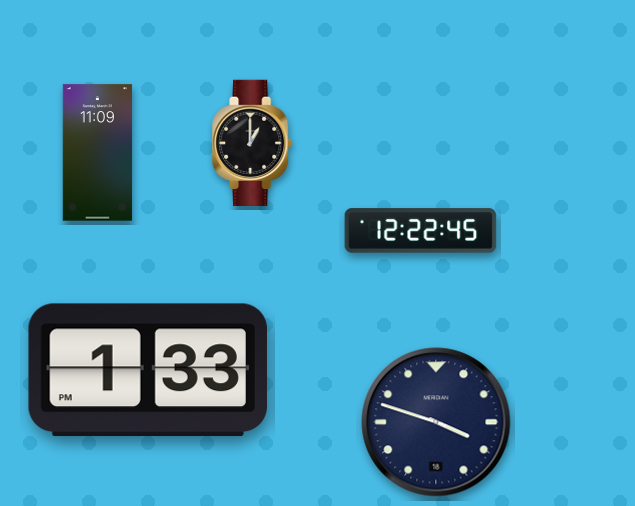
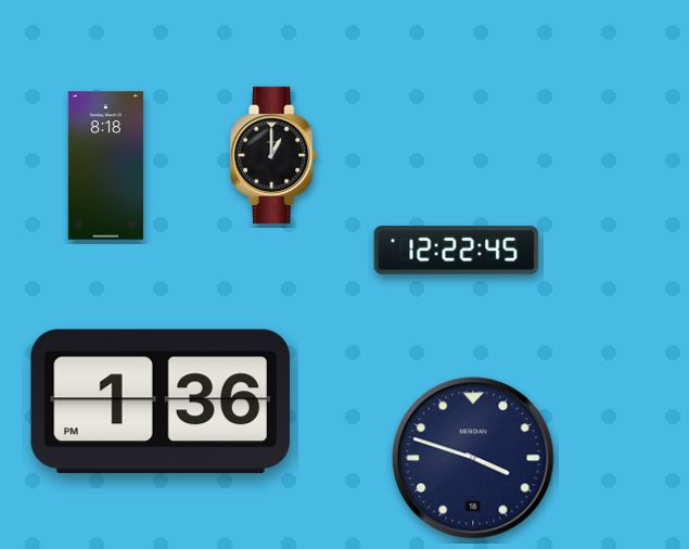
clock at (97, 153): 11:09 -> 8:18
clock at (148, 370): 1:33 -> 1:36
